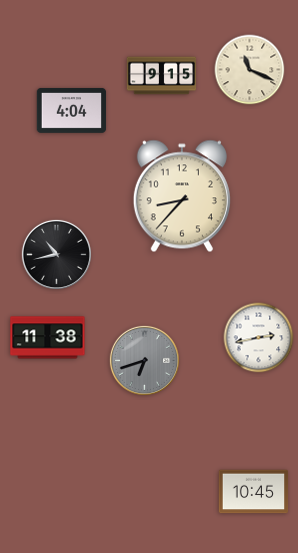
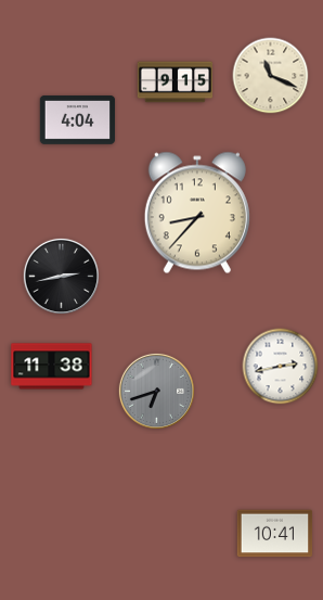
clock at (56, 254): 10:43 -> 2:43
clock at (254, 492): 10:45 -> 10:41
